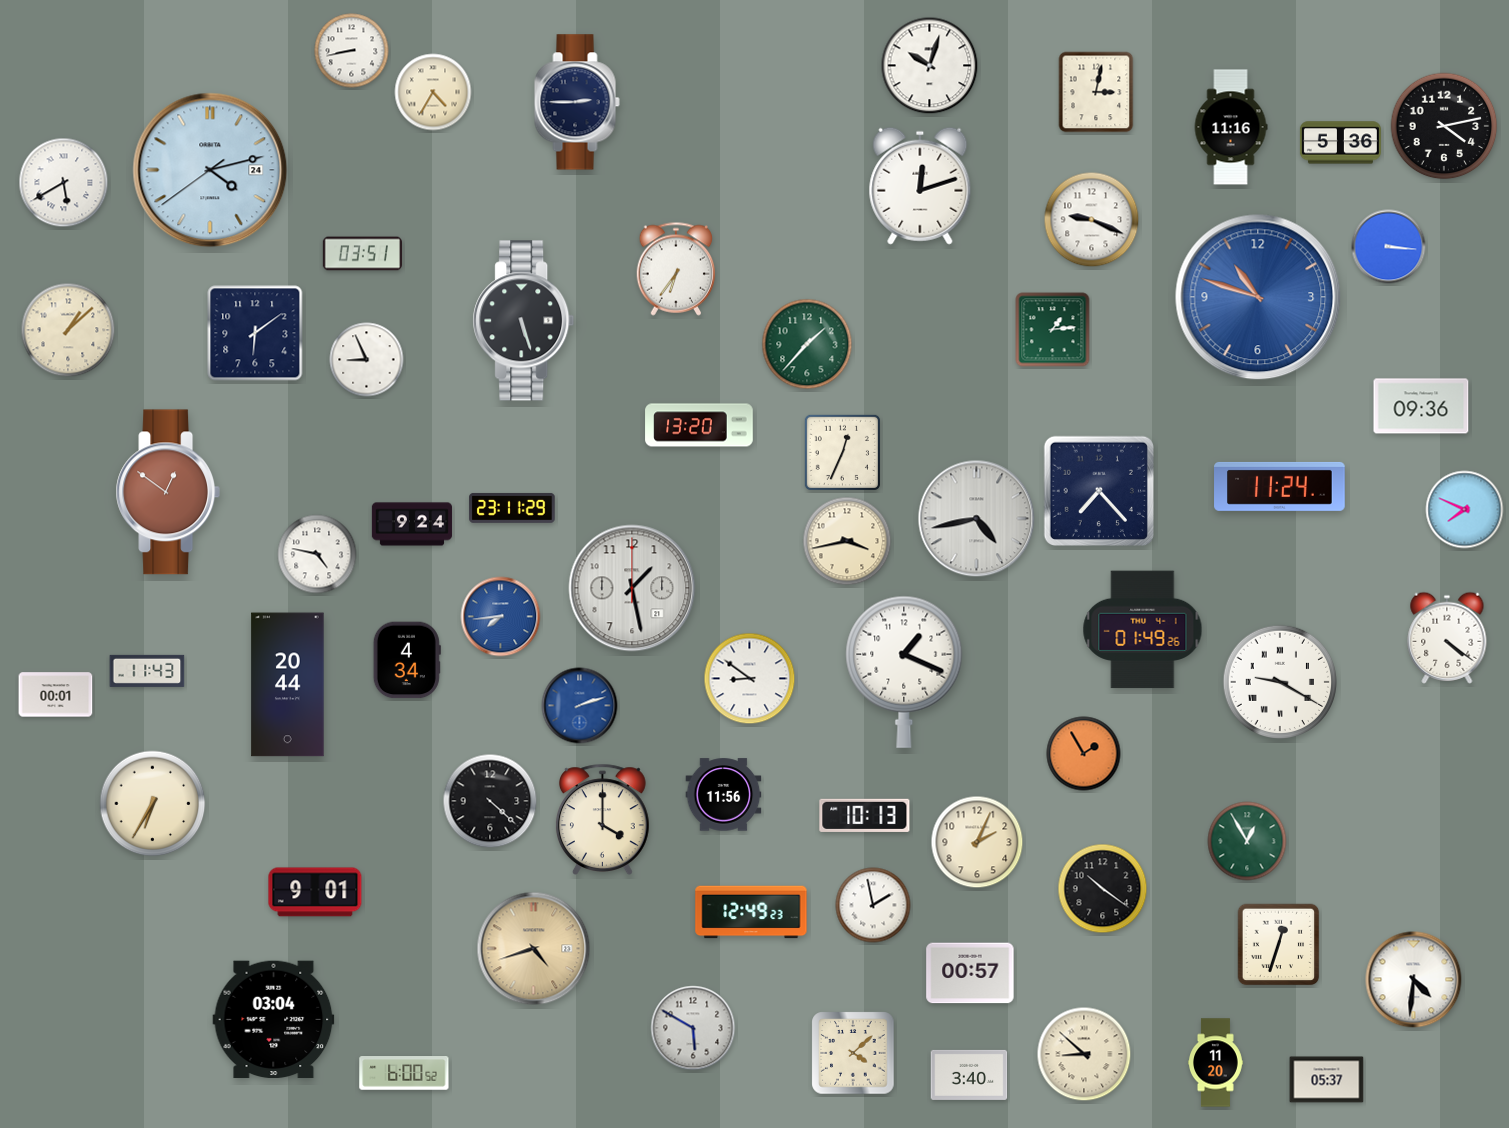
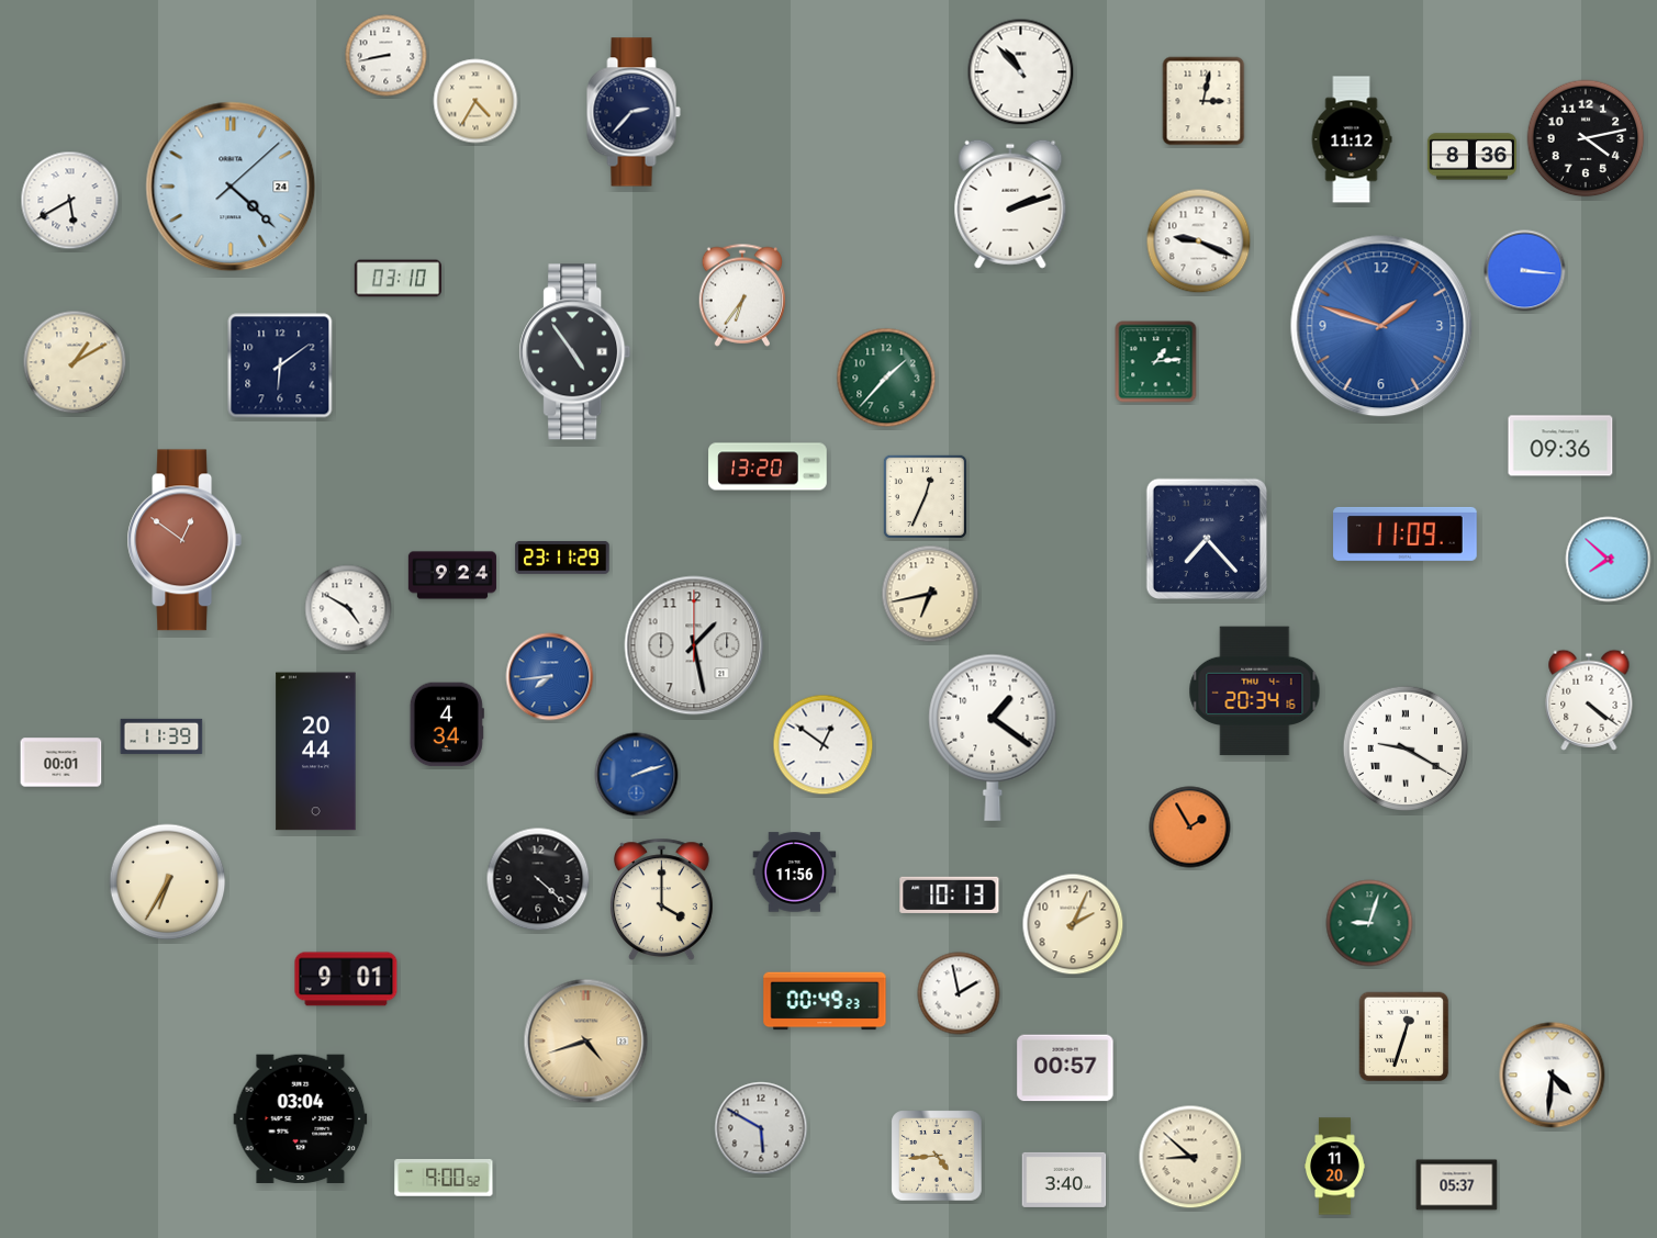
clock at (930, 66): 10:03 -> 10:53
clock at (577, 102): 2:45 -> 2:37
clock at (1231, 127): 11:16 -> 11:12
clock at (1340, 143): 5:36 -> 8:36
clock at (210, 170): 4:12 -> 4:22
clock at (920, 186): 12:12 -> 2:12
clock at (362, 254): 03:51 -> 03:10
clock at (1258, 297): 10:48 -> 1:48
clock at (524, 321): 5:27 -> 4:54
clock at (68, 330): 1:08 -> 1:10
clock at (367, 360): 8:56 -> none
clock at (1280, 486): 11:24 -> 11:09
clock at (1465, 510): 7:49 -> 7:52
clock at (977, 519): 4:43 -> none
clock at (847, 541): 3:43 -> 6:43
clock at (317, 554): 4:47 -> 4:50
clock at (1143, 630): 01:49 -> 20:34
clock at (147, 671): 11:43 -> 11:39
clock at (904, 672): 1:19 -> 1:21
clock at (750, 679): 8:51 -> 12:51
clock at (1247, 841): 12:55 -> 9:03
clock at (1103, 889): 10:21 -> none
clock at (751, 912): 12:49 -> 00:49
clock at (853, 1053): 4:08 -> 4:44
clock at (404, 1074): 6:00 -> 9:00
